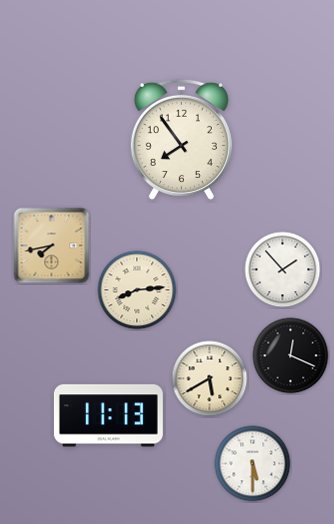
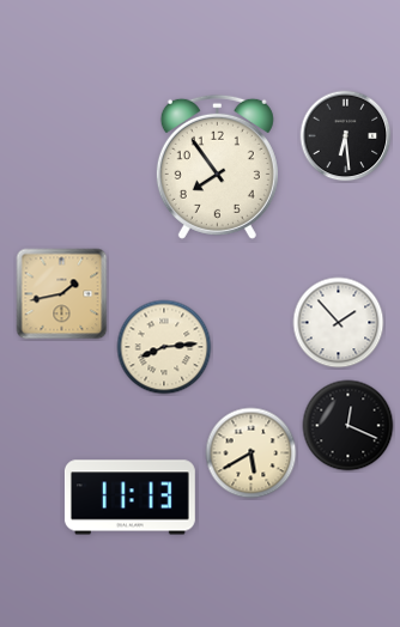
clock at (346, 136): none -> 6:29
clock at (52, 246): 7:43 -> 1:43
clock at (253, 464): 5:30 -> none
